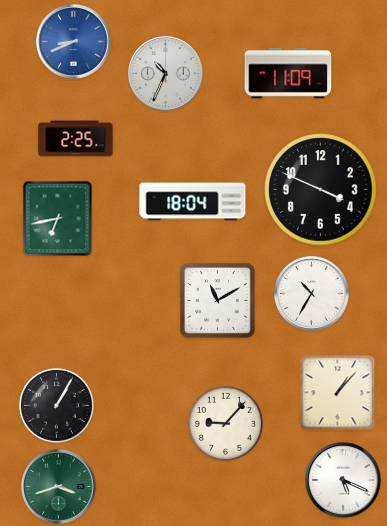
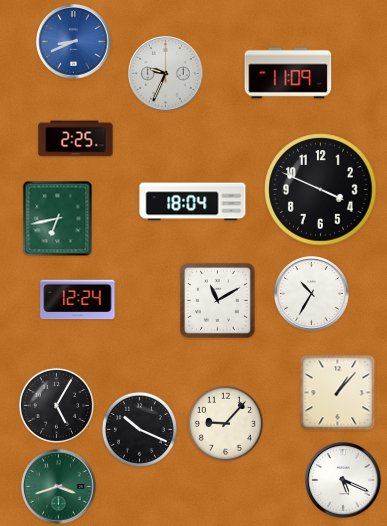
clock at (166, 74): 10:34 -> 9:34
clock at (78, 300): none -> 12:24
clock at (56, 405): 1:05 -> 5:05
clock at (139, 429): none -> 10:19
